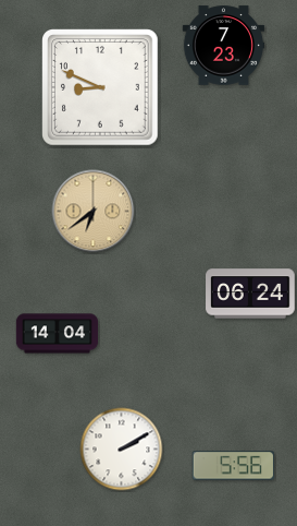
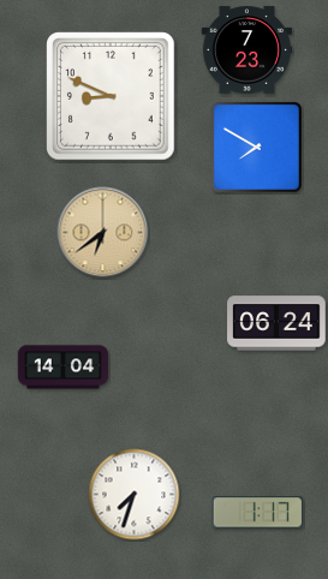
clock at (256, 147): none -> 7:50
clock at (122, 450): 2:10 -> 7:33
clock at (233, 466): 5:56 -> 1:17
